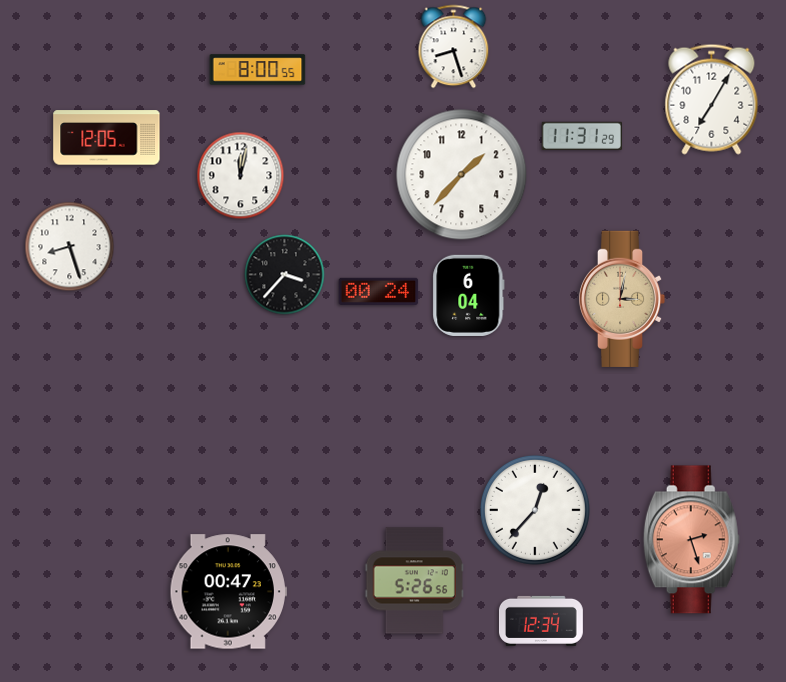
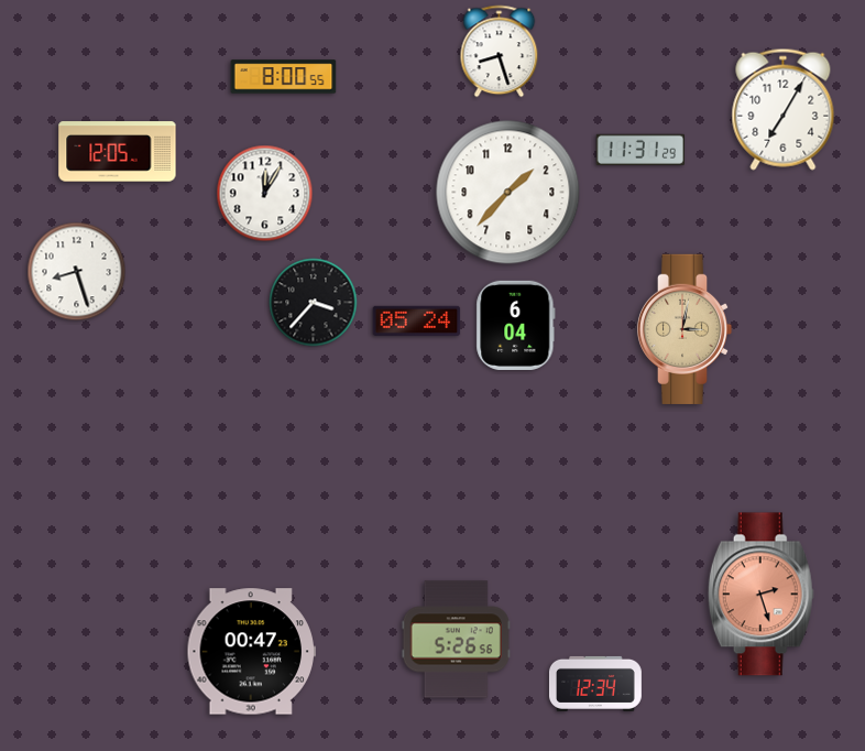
clock at (241, 176): 12:02 -> 12:05
clock at (379, 291): 00:24 -> 05:24
clock at (535, 510): 12:37 -> none
